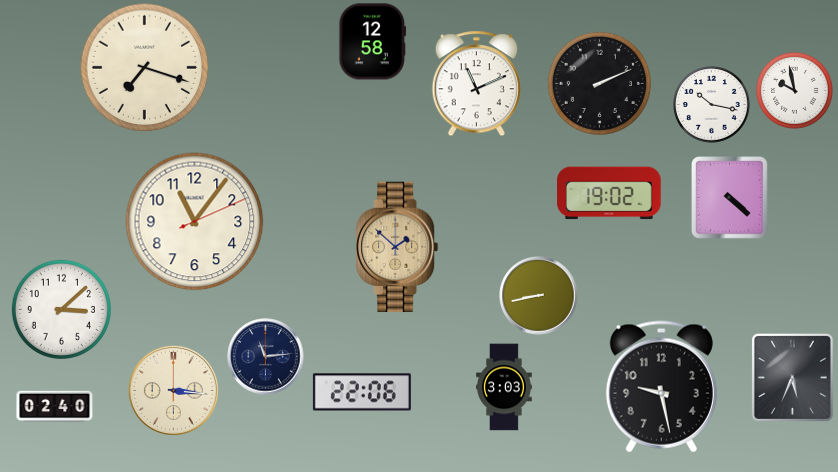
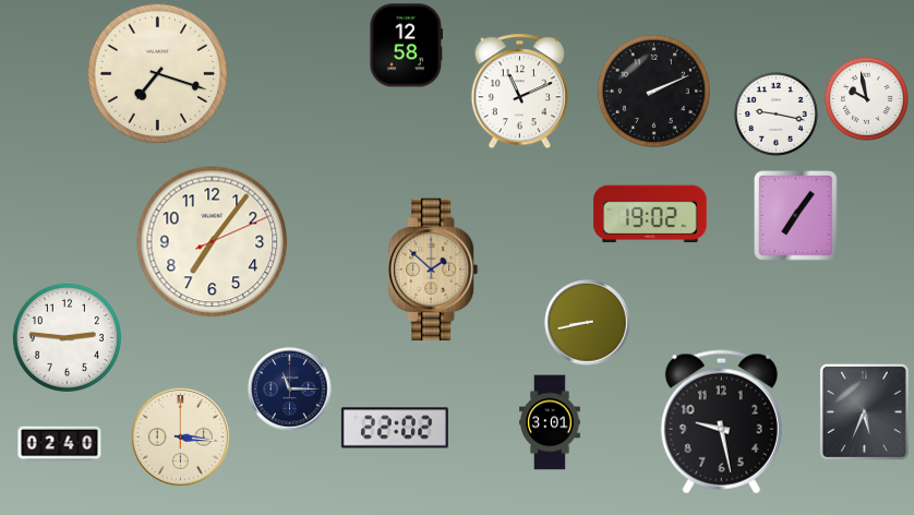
clock at (712, 105): 10:17 -> 9:17
clock at (609, 193) position: (609, 193) -> (650, 214)
clock at (730, 198): 4:22 -> 7:06
clock at (195, 222): 11:06 -> 7:06
clock at (61, 309): 3:08 -> 2:46
clock at (266, 357): 11:14 -> 11:15
clock at (505, 387): 3:03 -> 3:01
clock at (173, 390) position: (173, 390) -> (180, 436)
clock at (362, 392): 22:06 -> 22:02
